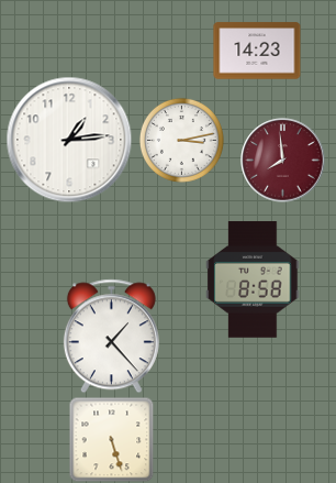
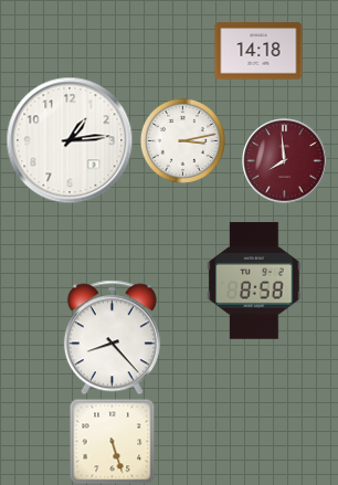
clock at (257, 51): 14:23 -> 14:18
clock at (111, 337): 1:23 -> 8:23
